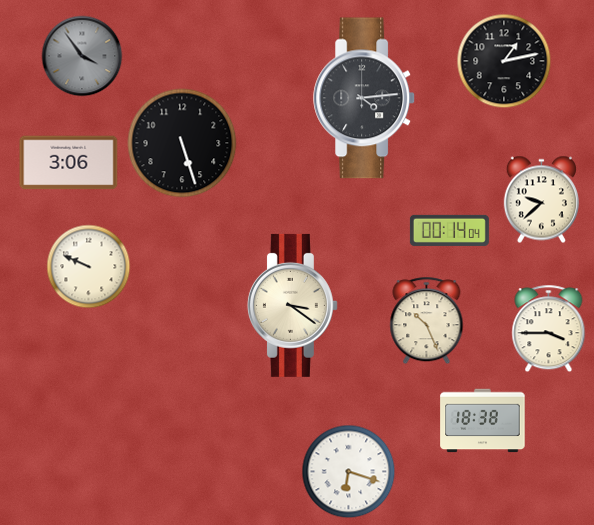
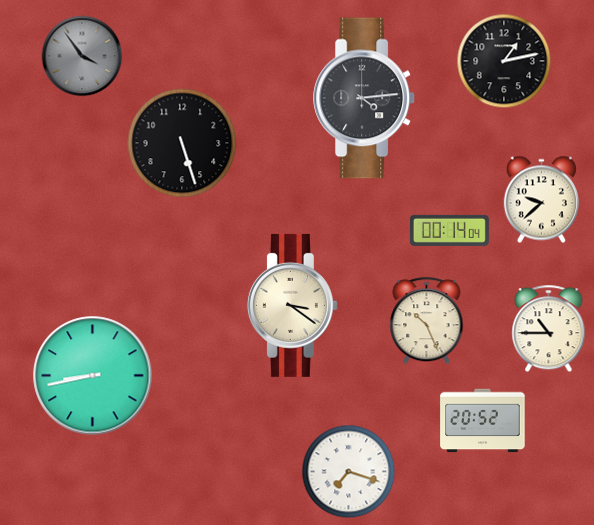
clock at (69, 163): 3:06 -> none
clock at (89, 267): 9:49 -> none
clock at (549, 329): 3:45 -> 10:45
clock at (93, 376): none -> 8:43
clock at (483, 421): 18:38 -> 20:52
clock at (349, 472): 6:18 -> 7:18
